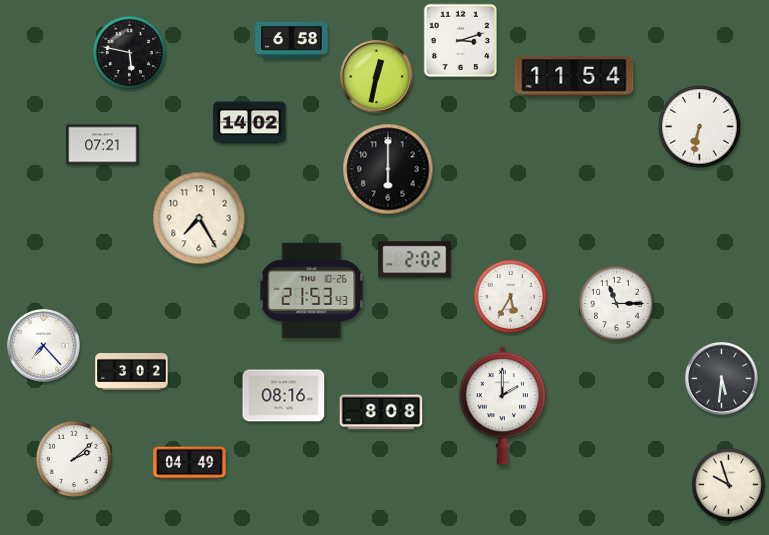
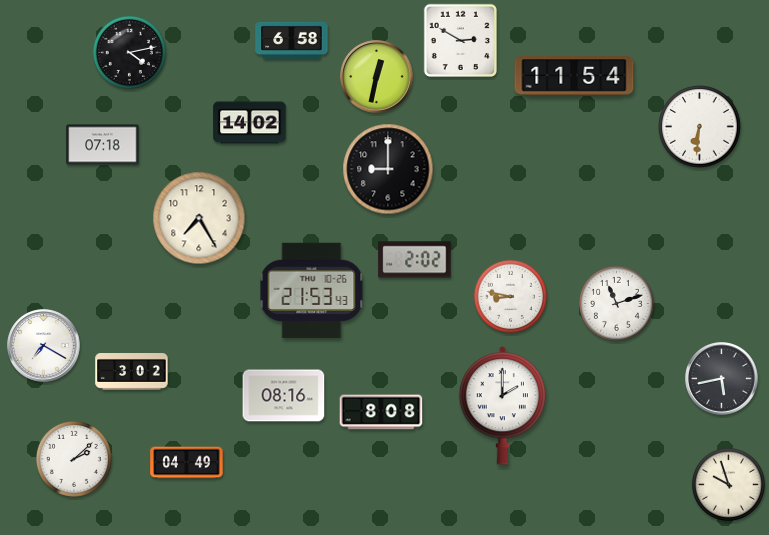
clock at (460, 40): 3:12 -> 2:50
clock at (129, 52): 5:47 -> 4:13
clock at (700, 127): 6:32 -> 6:31
clock at (103, 145): 07:21 -> 07:18
clock at (388, 169): 6:00 -> 9:00
clock at (510, 296): 5:35 -> 8:47
clock at (616, 303): 11:15 -> 11:12
clock at (44, 346): 7:23 -> 7:20
clock at (722, 379): 5:31 -> 5:43
clock at (190, 463) position: (190, 463) -> (187, 463)
